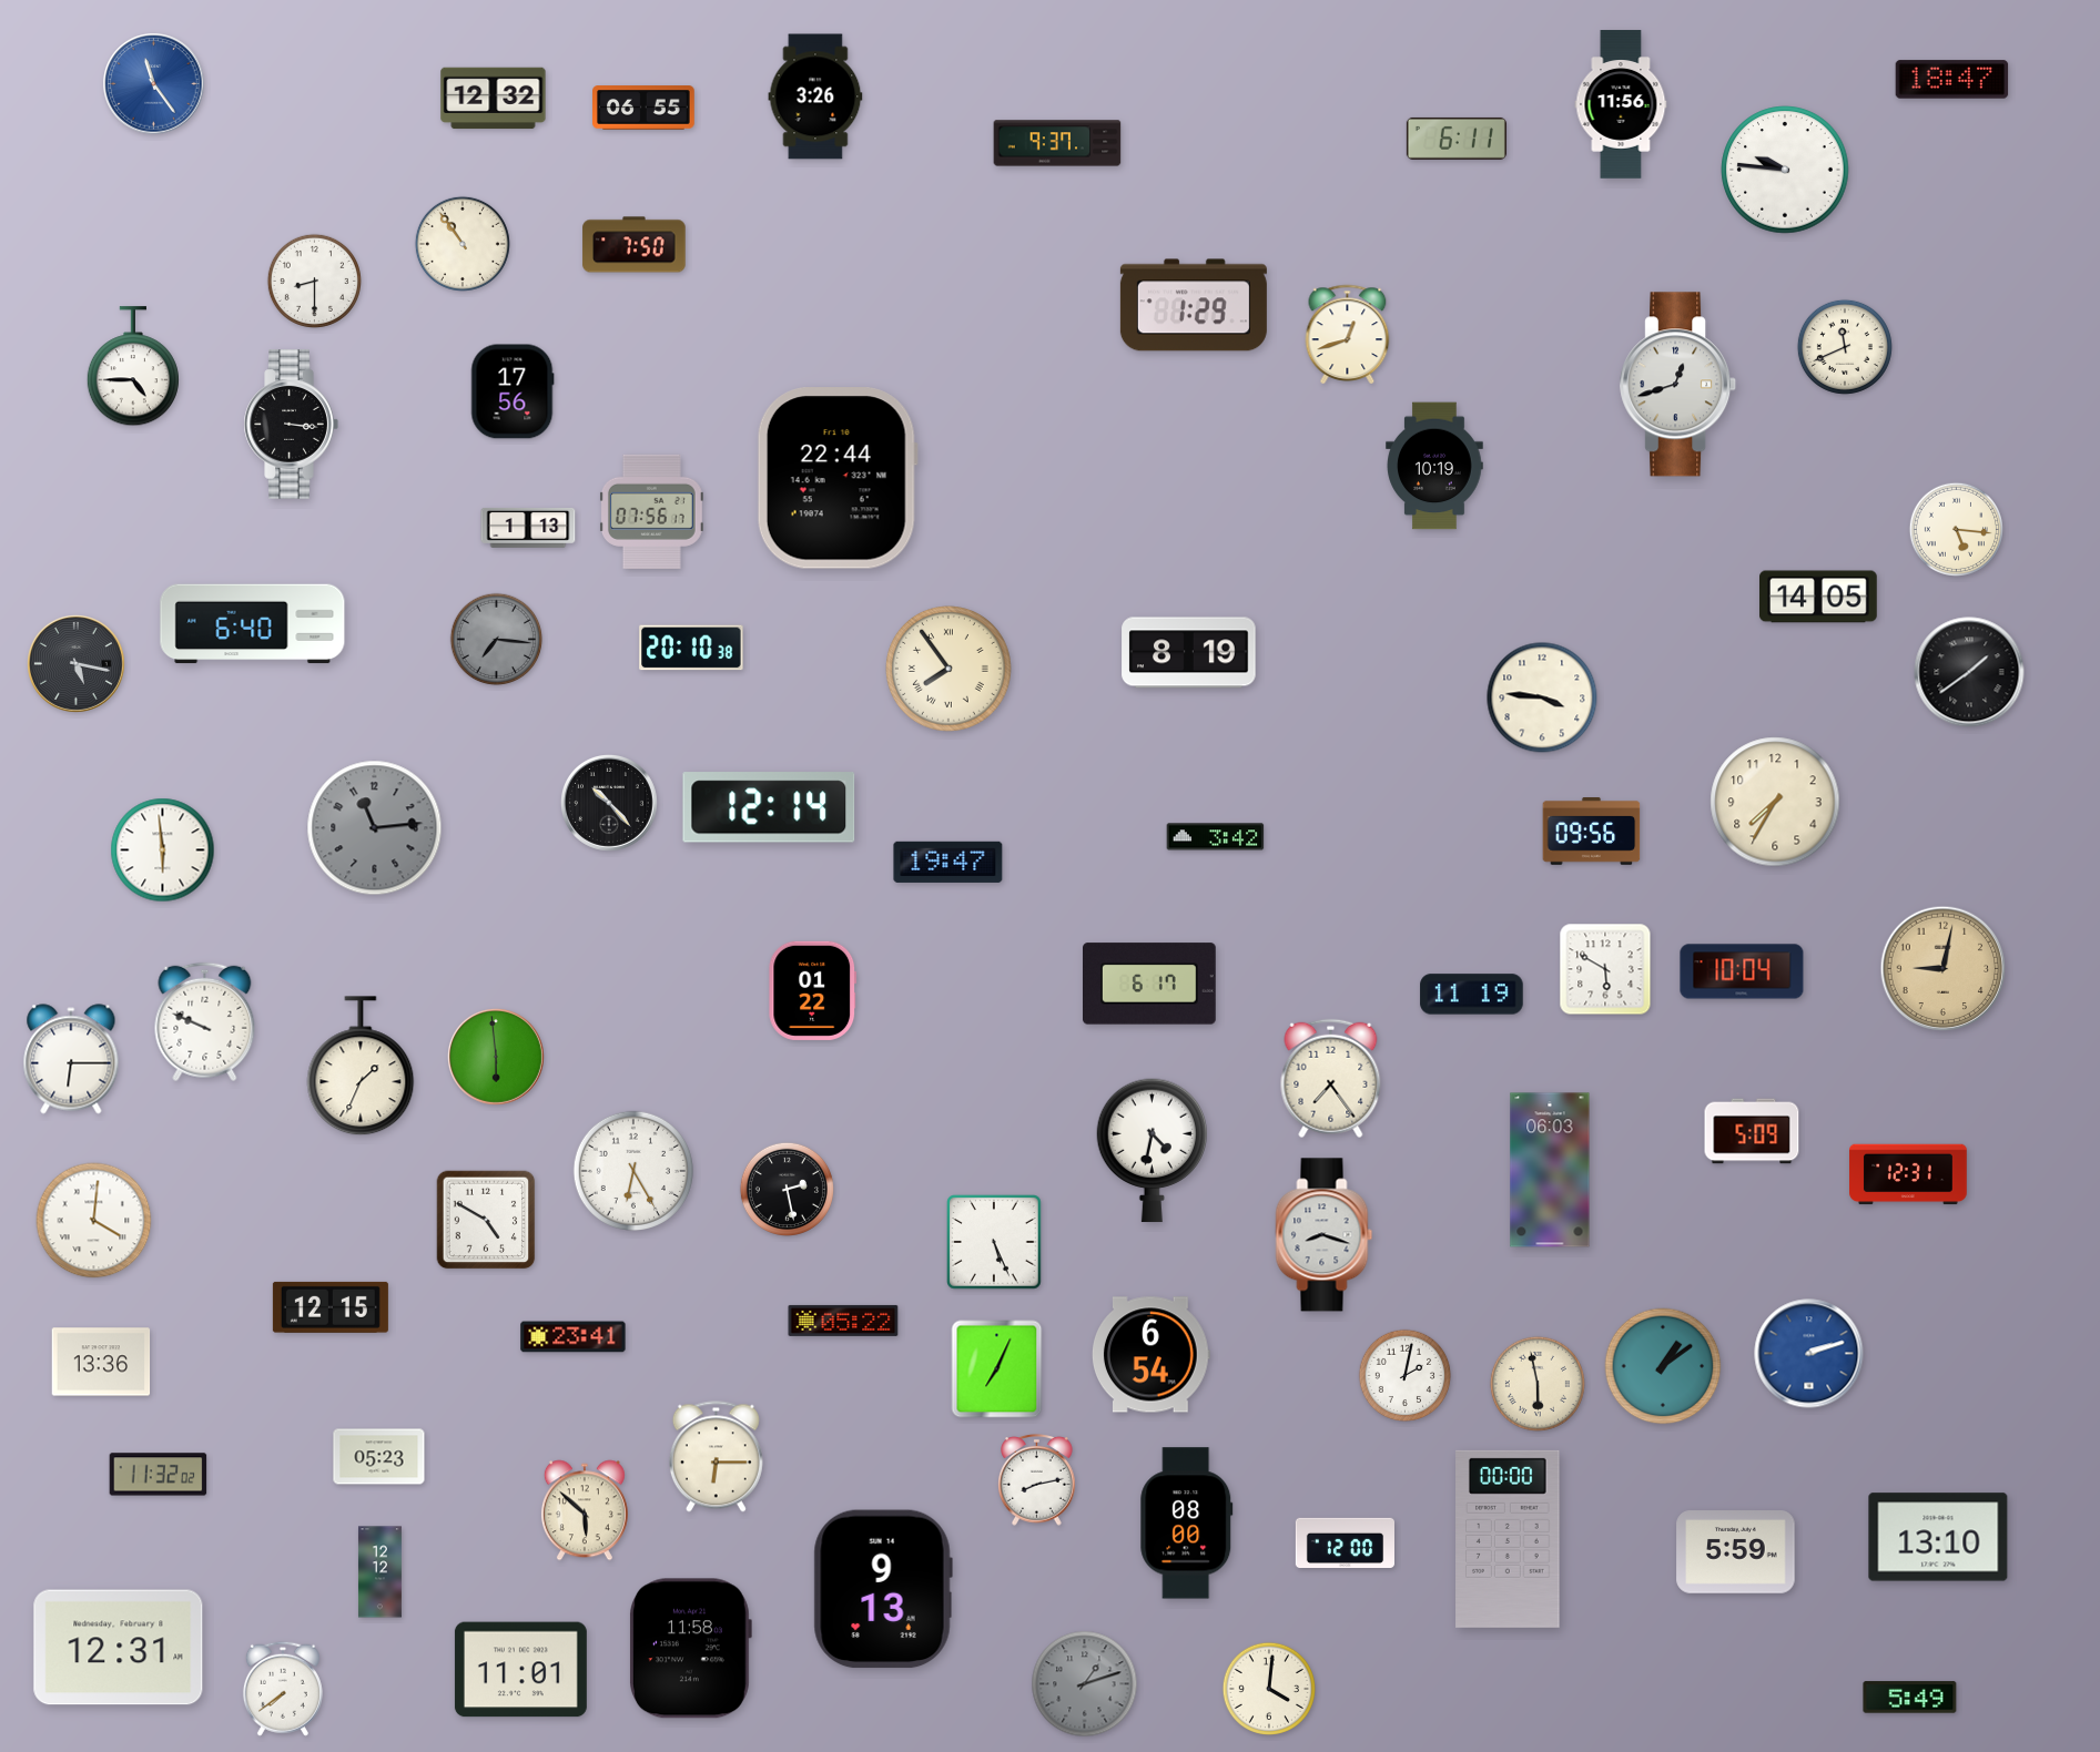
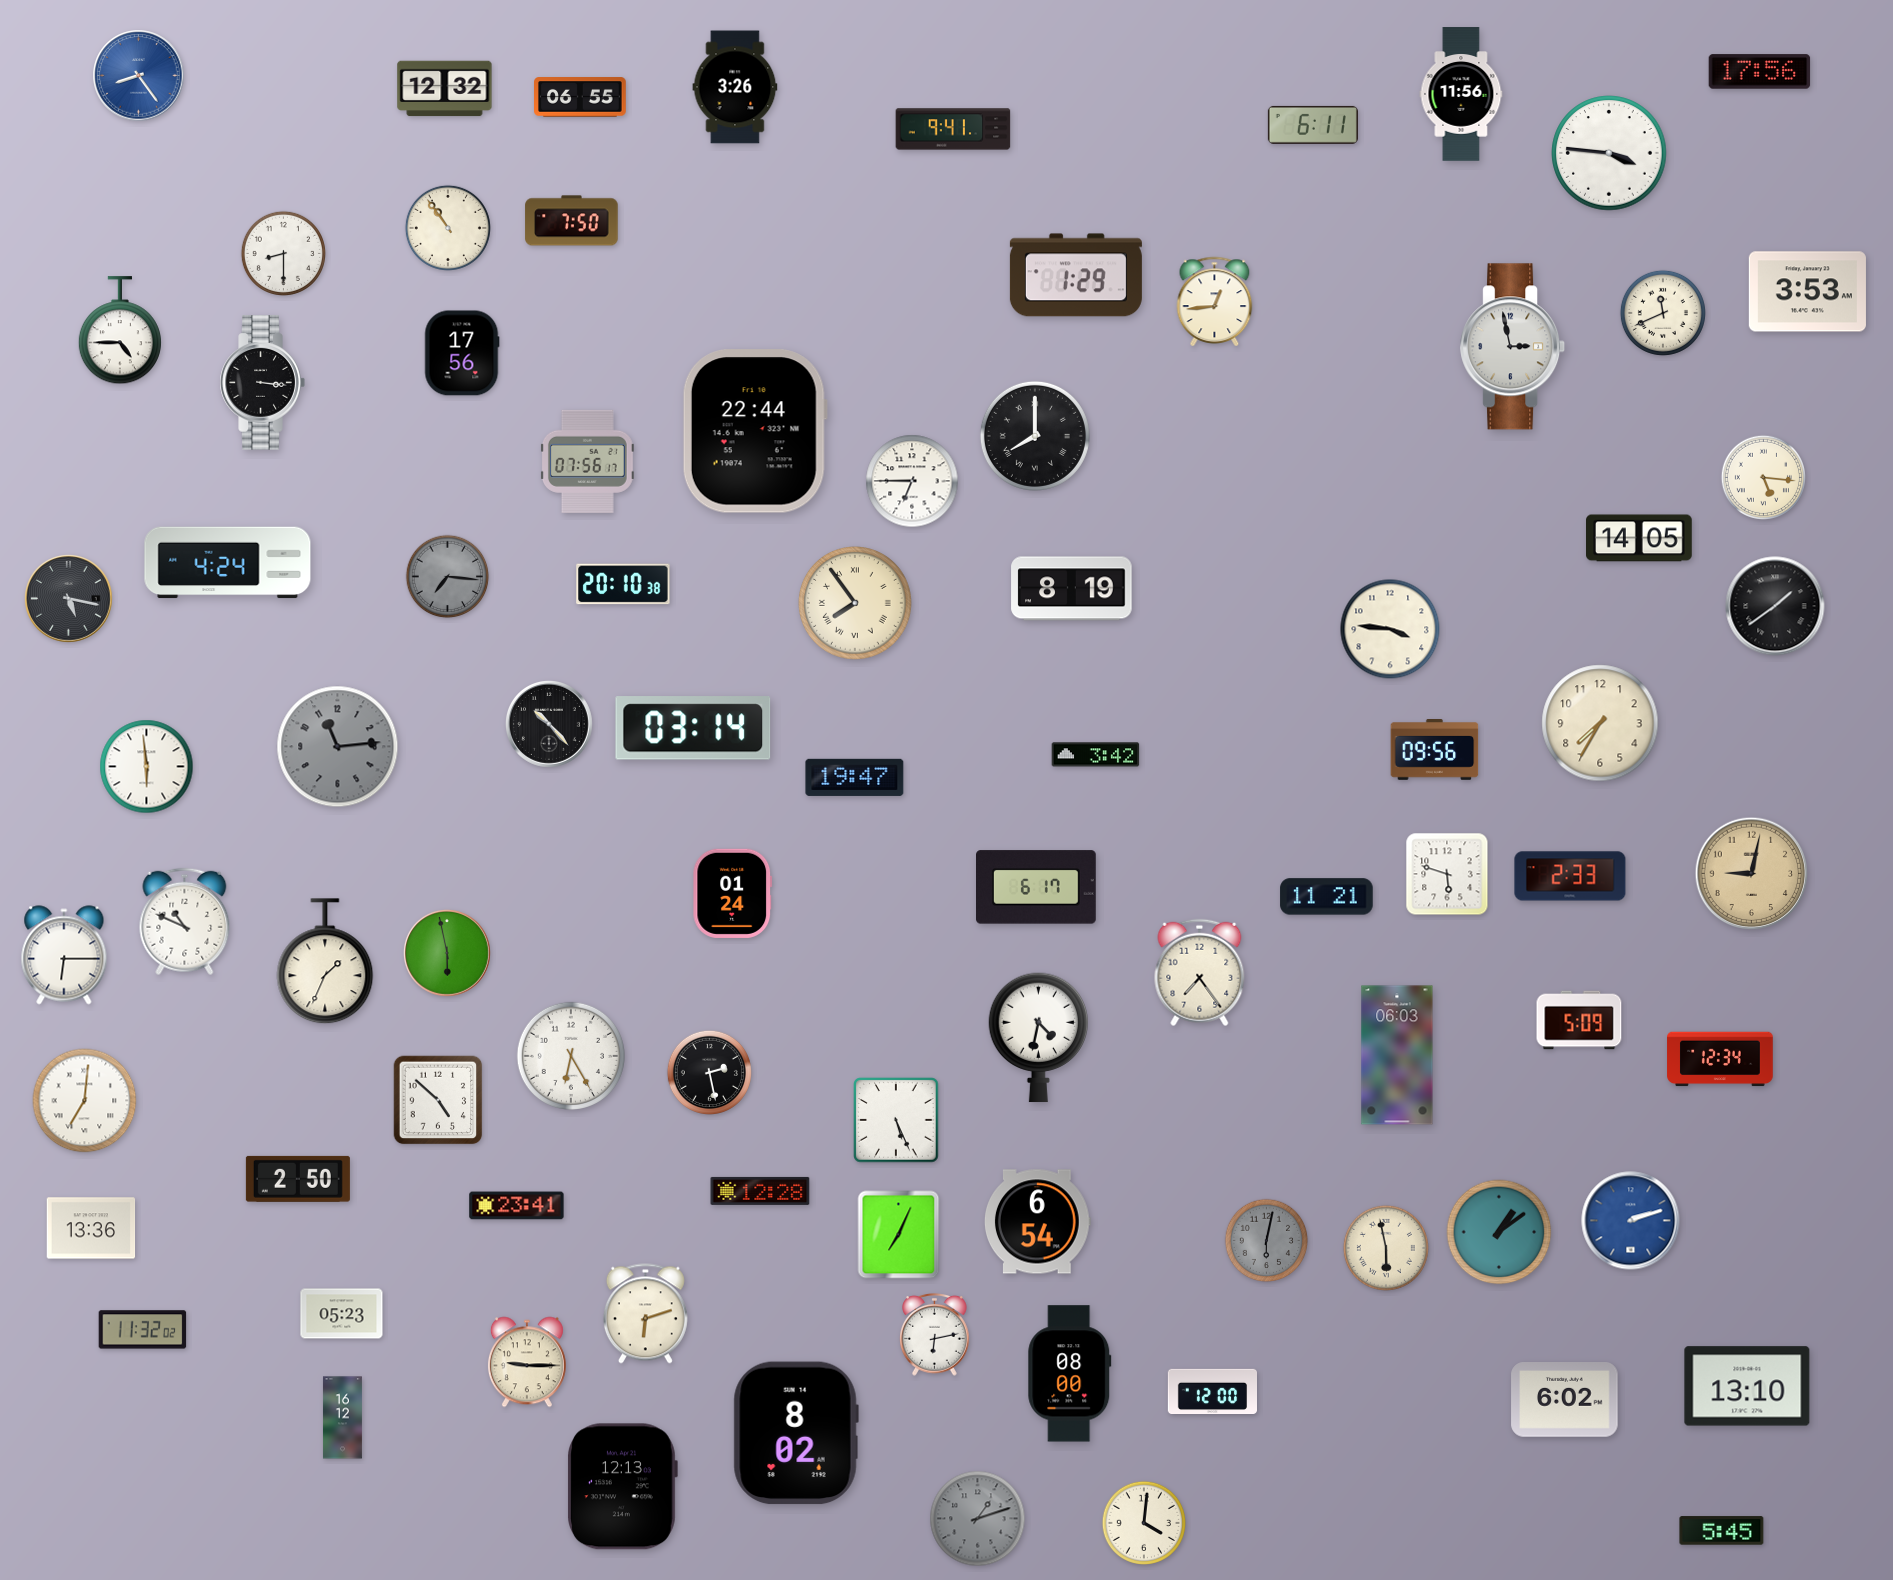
clock at (1952, 80): 18:47 -> 17:56
clock at (154, 84): 11:24 -> 8:24
clock at (1057, 143): 9:37 -> 9:41
clock at (1785, 170): 9:46 -> 3:46
clock at (463, 244) position: (463, 244) -> (448, 228)
clock at (1807, 292): none -> 3:53
clock at (1348, 334): 12:42 -> 12:44
clock at (1678, 385): 12:42 -> 2:58
clock at (1434, 466): 10:19 -> none
clock at (1035, 436): none -> 8:00
clock at (528, 528): 1:13 -> none
clock at (912, 481): none -> 6:45
clock at (253, 624): 6:40 -> 4:24
clock at (769, 807): 12:14 -> 03:14
clock at (1605, 969): 5:50 -> 5:48
clock at (1742, 971): 10:04 -> 2:33
clock at (813, 990): 01:22 -> 01:24
clock at (1472, 995): 11:19 -> 11:21
clock at (205, 1022): 9:49 -> 10:49
clock at (496, 1057): 5:59 -> 5:58
clock at (1908, 1174): 12:31 -> 12:34
clock at (486, 1220): 4:50 -> 4:52
clock at (94, 1221): 4:01 -> 7:01
clock at (1325, 1235): 8:18 -> none
clock at (331, 1307): 12:15 -> 2:50
clock at (843, 1321): 05:22 -> 12:28
clock at (1406, 1376): 2:02 -> 6:02
clock at (1406, 1376) dial: white -> grey
clock at (716, 1457): 6:15 -> 6:12
clock at (1037, 1480): 8:13 -> 6:13
clock at (585, 1510): 5:52 -> 9:15
clock at (1508, 1539): 00:00 -> none
clock at (1736, 1552): 5:59 -> 6:02
clock at (379, 1572): 12:12 -> 16:12
clock at (883, 1589): 9:13 -> 8:02
clock at (119, 1648): 12:31 -> none
clock at (691, 1649): 11:58 -> 12:13
clock at (520, 1670): 11:01 -> none
clock at (283, 1689): 7:39 -> none
clock at (1910, 1698): 5:49 -> 5:45
